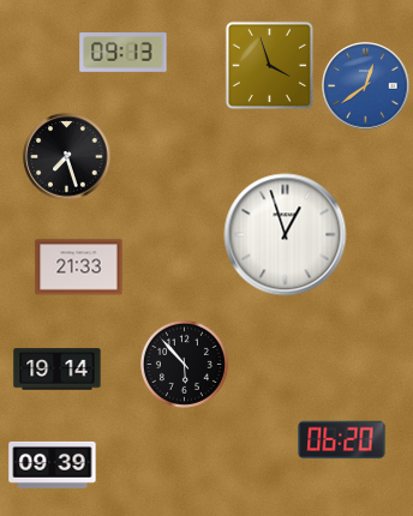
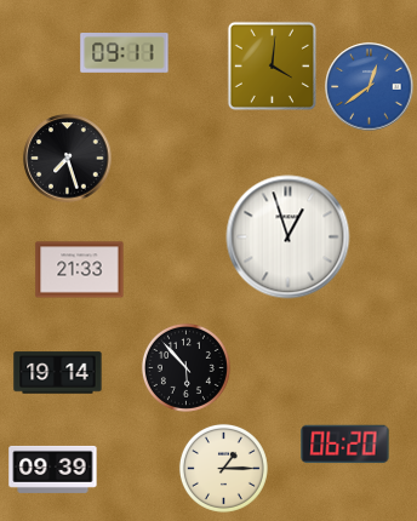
clock at (124, 53): 09:13 -> 09:11
clock at (269, 65): 3:57 -> 4:01
clock at (223, 468): none -> 1:15
